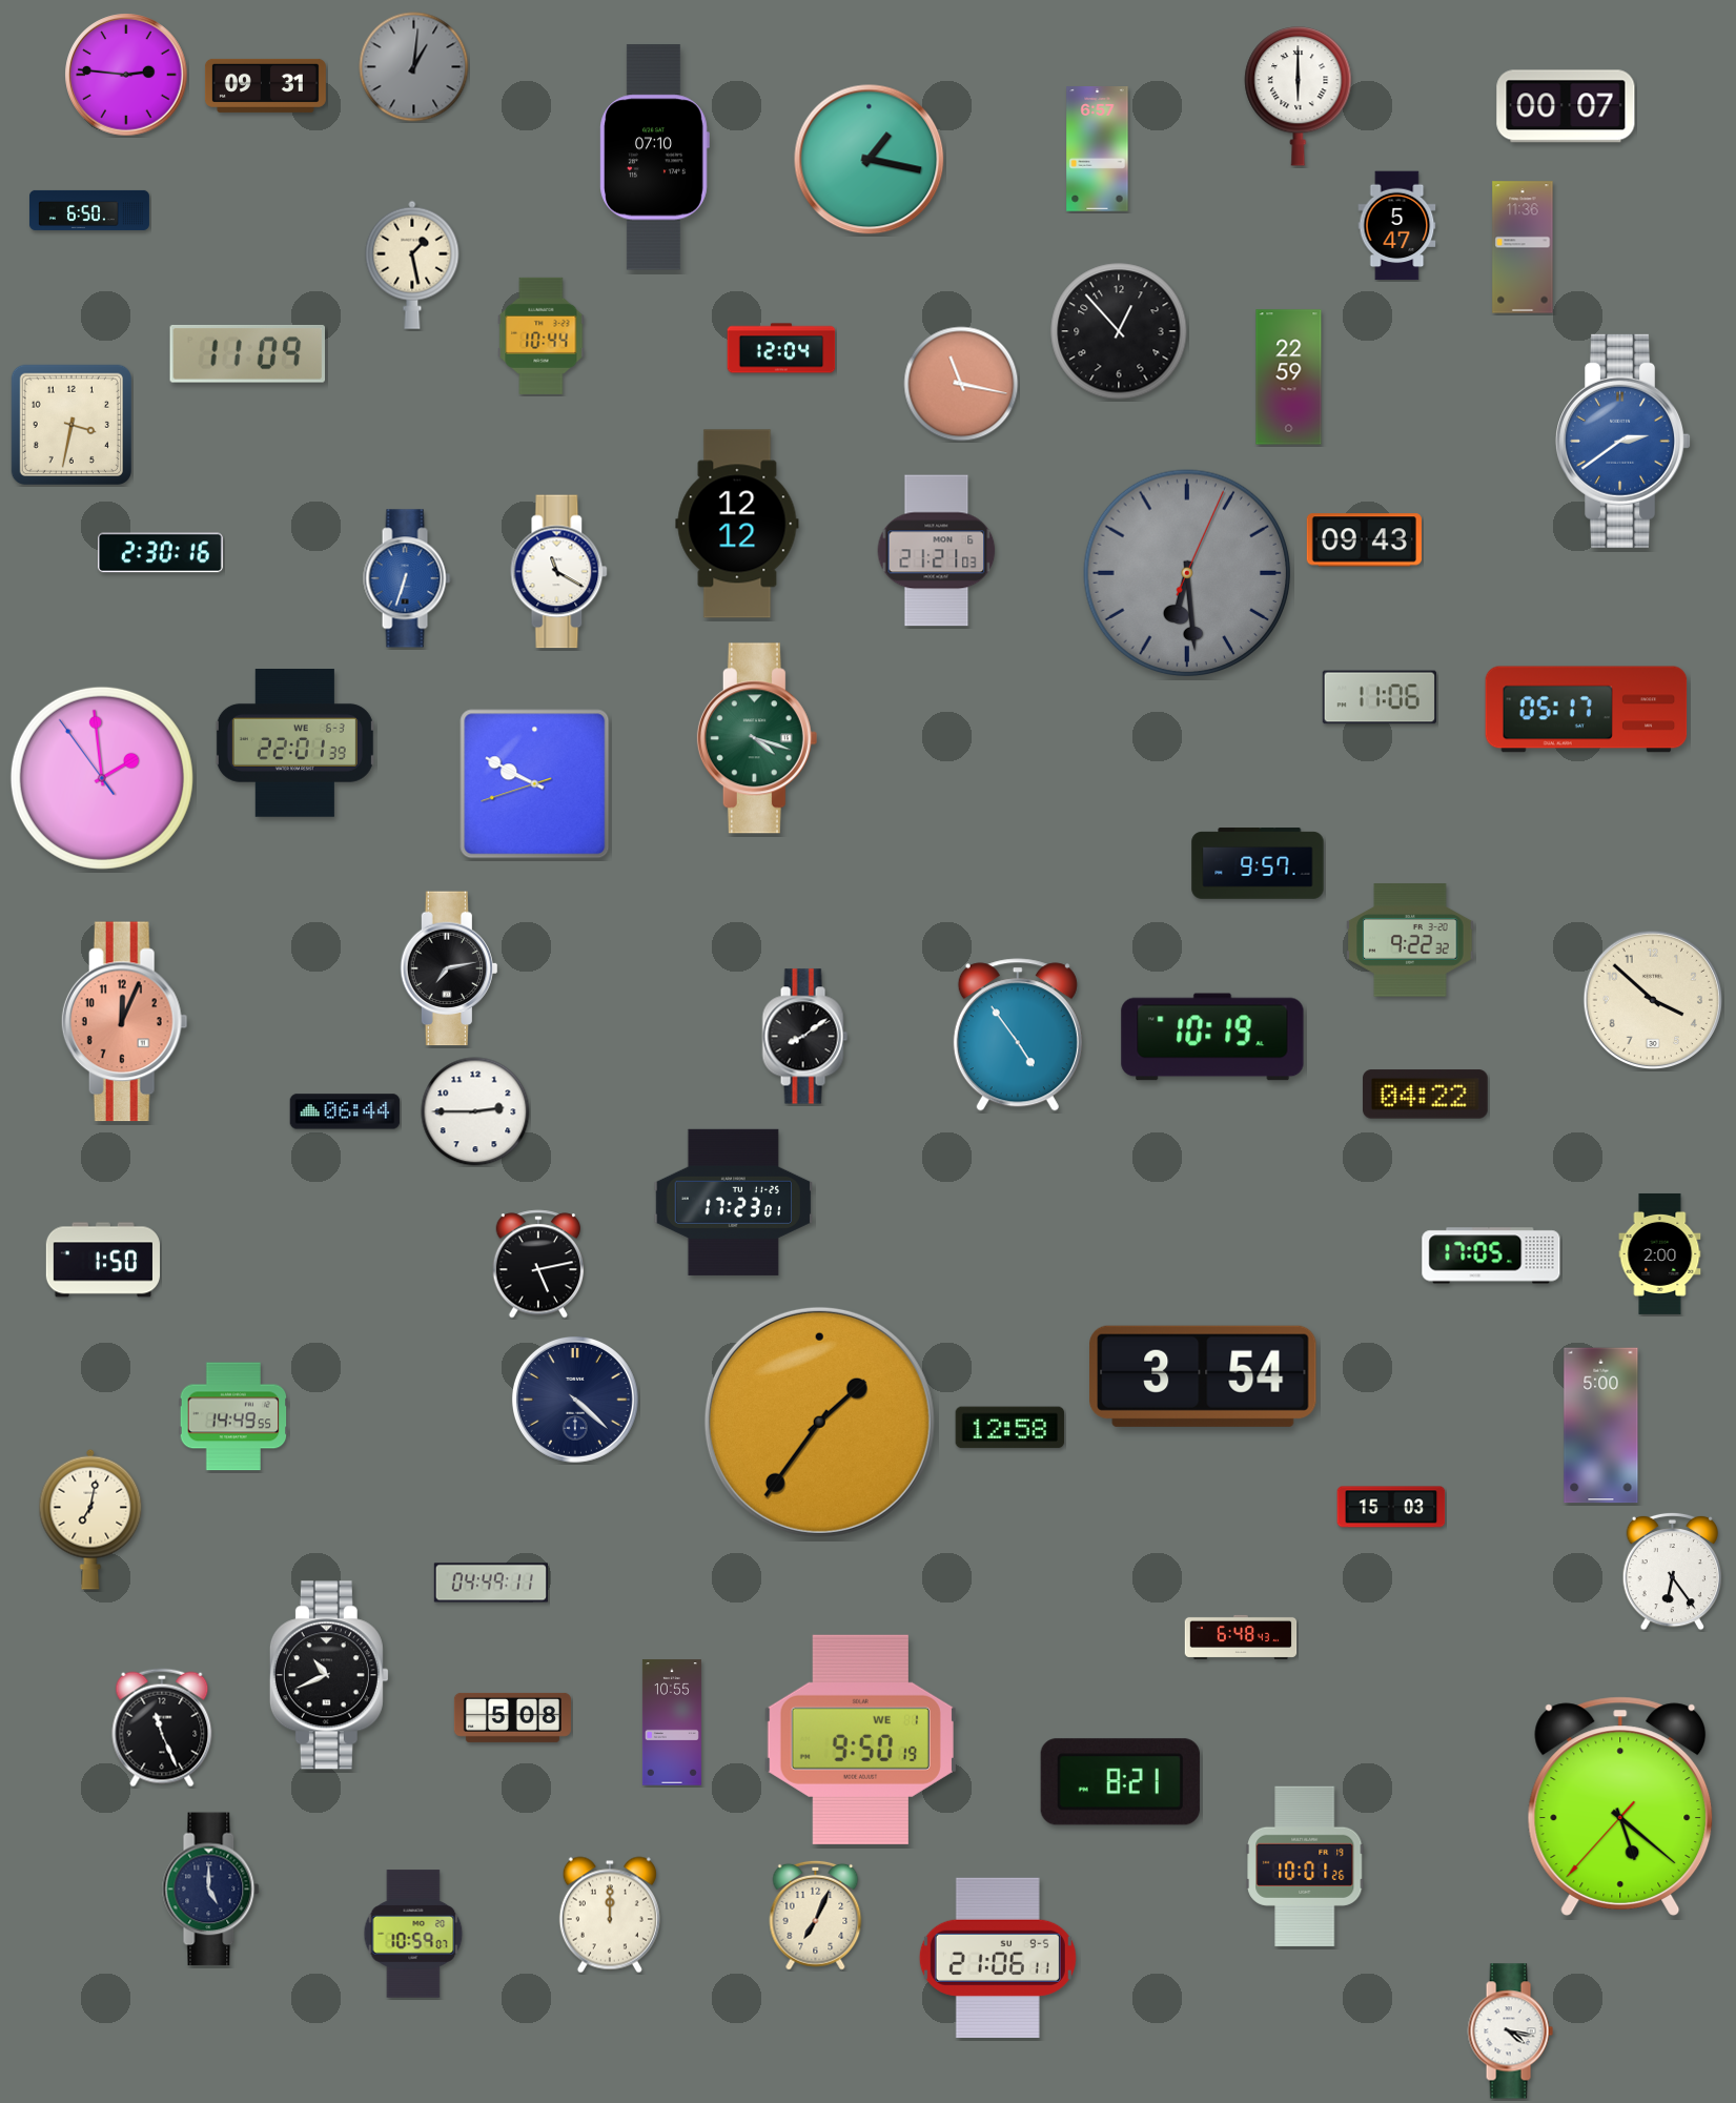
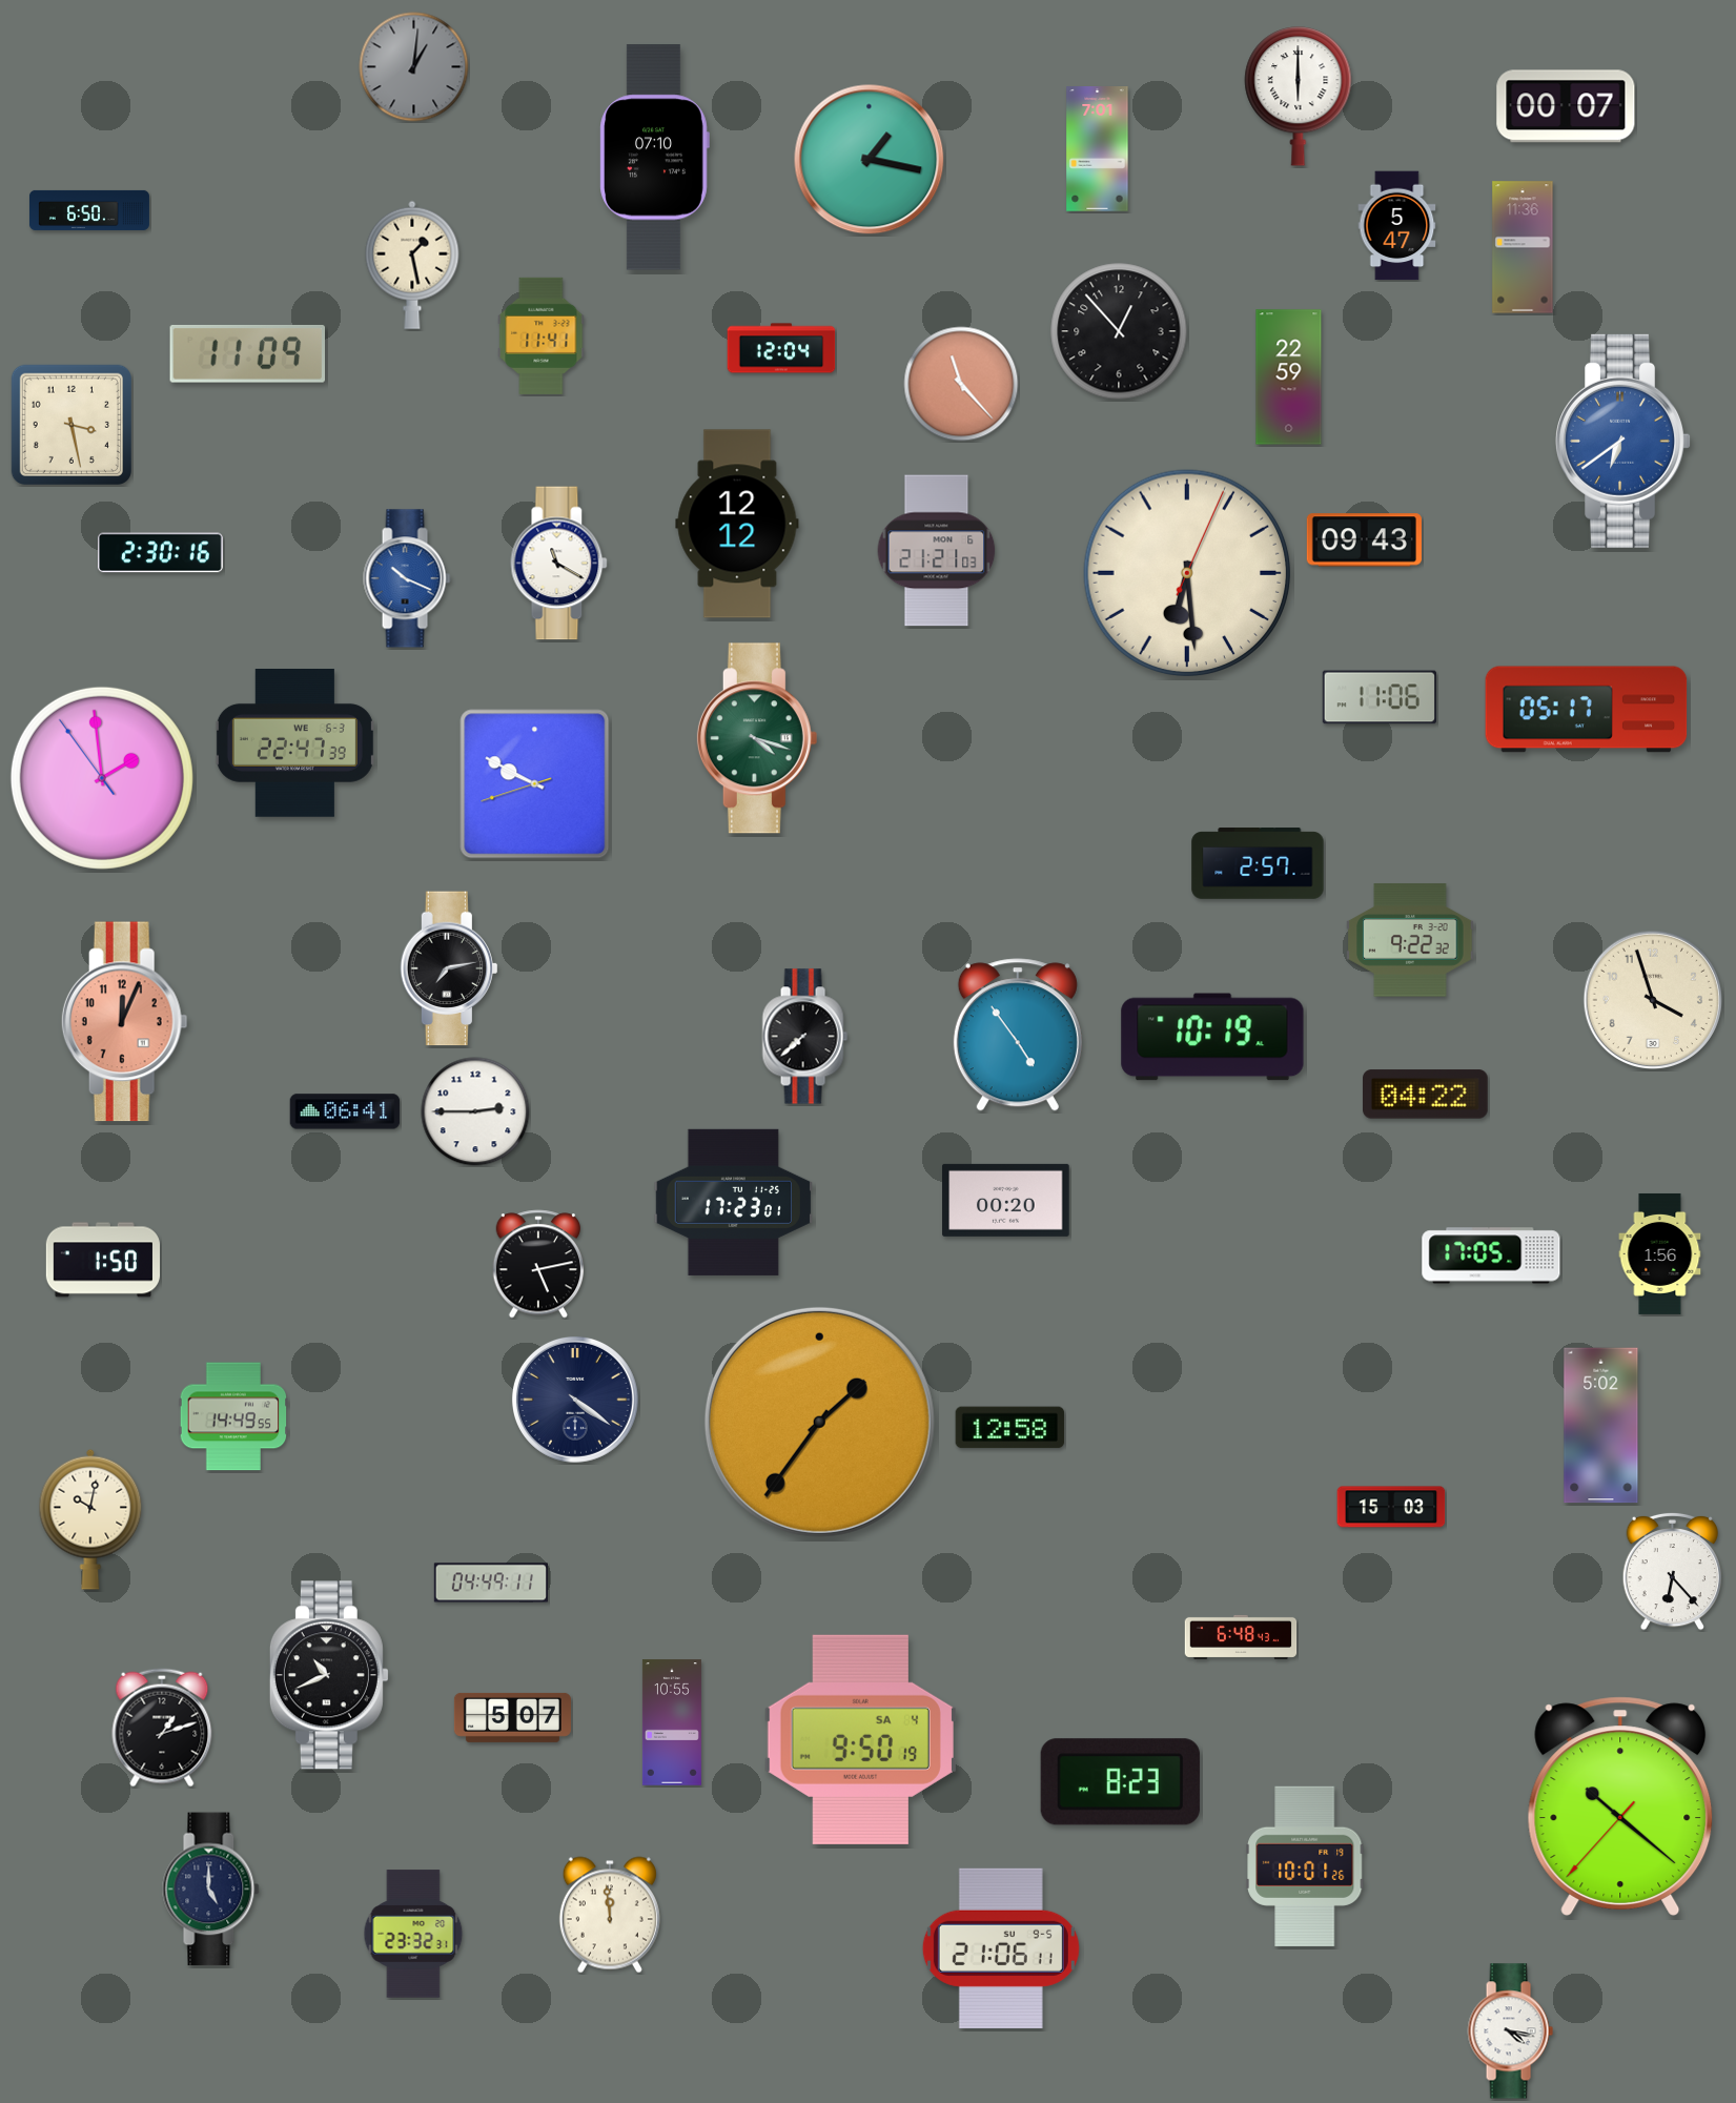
clock at (126, 75): 2:46 -> none
clock at (265, 85): 09:31 -> none
clock at (1098, 149): 6:57 -> 7:01
clock at (542, 335): 10:44 -> 11:41
clock at (961, 384): 11:17 -> 11:23
clock at (70, 424): 3:32 -> 3:28
clock at (1623, 441): 2:39 -> 6:39
clock at (559, 572) position: (559, 572) -> (559, 564)
clock at (1187, 573) dial: grey -> cream
clock at (407, 578): 6:33 -> 10:19
clock at (294, 743): 22:01 -> 22:47
clock at (1258, 863): 9:57 -> 2:57
clock at (1652, 999): 3:52 -> 3:57
clock at (804, 1037): 8:09 -> 7:38
clock at (345, 1111): 06:44 -> 06:41
clock at (1006, 1200): none -> 00:20
clock at (1660, 1253): 2:00 -> 1:56
clock at (1203, 1376): 3:54 -> none
clock at (575, 1400): 4:22 -> 4:21
clock at (1601, 1426): 5:00 -> 5:02
clock at (90, 1519): 7:02 -> 10:02
clock at (1673, 1571): 6:24 -> 6:23
clock at (512, 1717): 5:08 -> 5:07
clock at (162, 1728): 11:26 -> 1:12
clock at (860, 1739) date: WE 1 -> SA 4
clock at (1120, 1782): 8:21 -> 8:23
clock at (1620, 1806): 5:21 -> 10:21
clock at (610, 1915): 12:00 -> 11:59
clock at (816, 1915): 7:04 -> none
clock at (413, 1934): 10:59 -> 23:32
clock at (998, 1958) position: (998, 1958) -> (1001, 1948)
